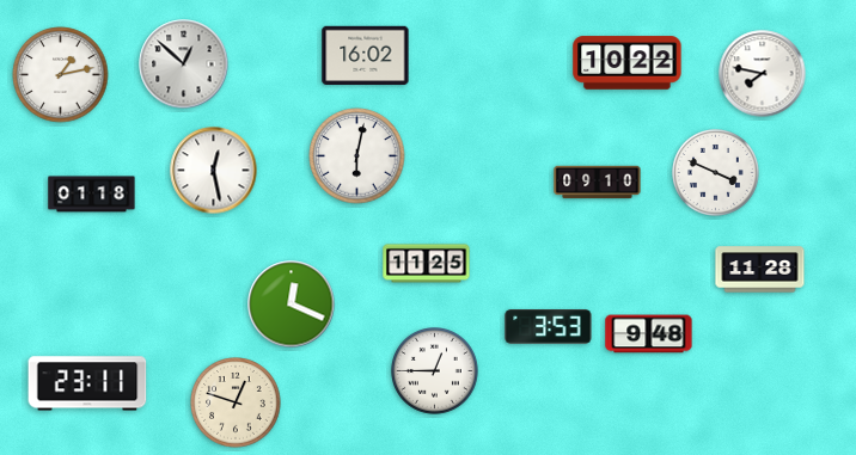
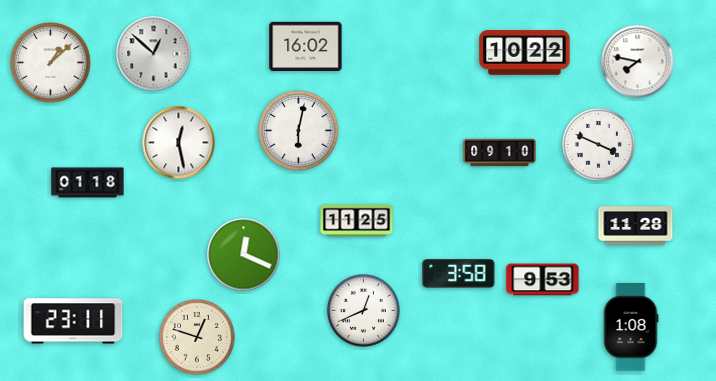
clock at (61, 75): 1:13 -> 1:08
clock at (92, 195) position: (92, 195) -> (88, 183)
clock at (549, 327): 3:53 -> 3:58
clock at (649, 334): 9:48 -> 9:53
clock at (435, 371): 12:45 -> 12:41
clock at (631, 327): none -> 1:08
